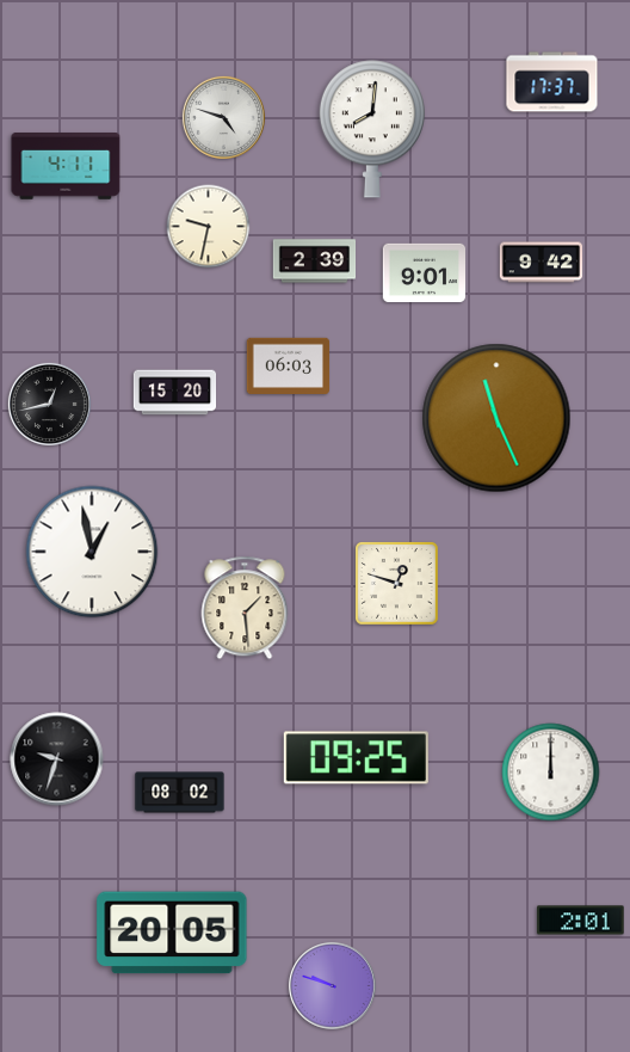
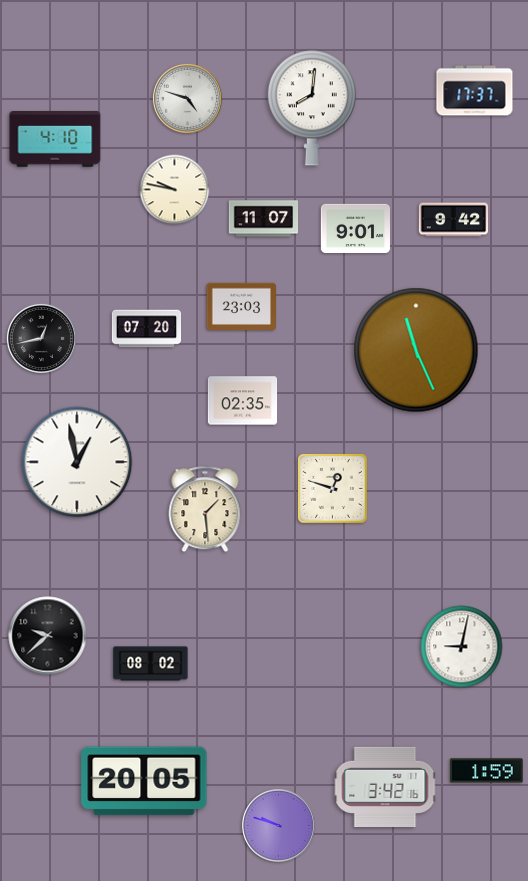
clock at (552, 82) position: (552, 82) -> (475, 91)
clock at (66, 167): 4:11 -> 4:10
clock at (209, 227): 9:32 -> 9:47
clock at (315, 262): 2:39 -> 11:07
clock at (289, 365): 06:03 -> 23:03
clock at (175, 393): 15:20 -> 07:20
clock at (243, 401): none -> 02:35
clock at (356, 758): 09:25 -> none
clock at (57, 759): 9:33 -> 9:38
clock at (551, 773): 12:00 -> 9:02
clock at (581, 921): 2:01 -> 1:59
clock at (385, 786): none -> 3:42
